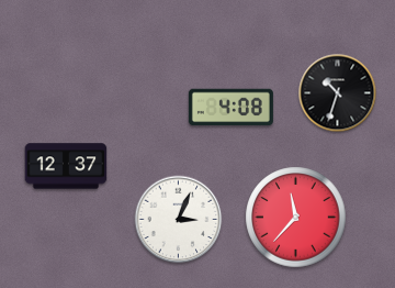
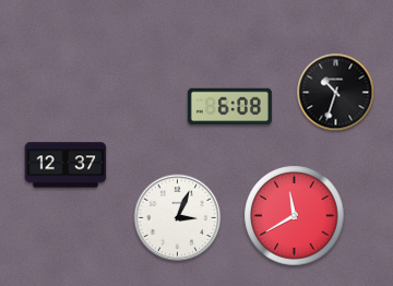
clock at (230, 108): 4:08 -> 6:08
clock at (296, 218): 11:37 -> 11:40
